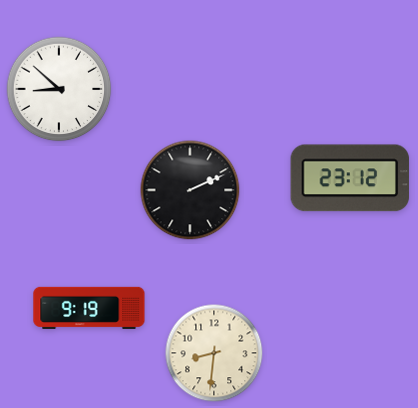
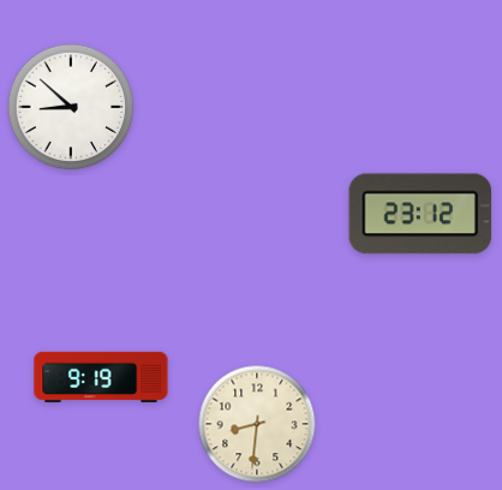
clock at (190, 190): 2:11 -> none
clock at (89, 308) position: (89, 308) -> (101, 377)
